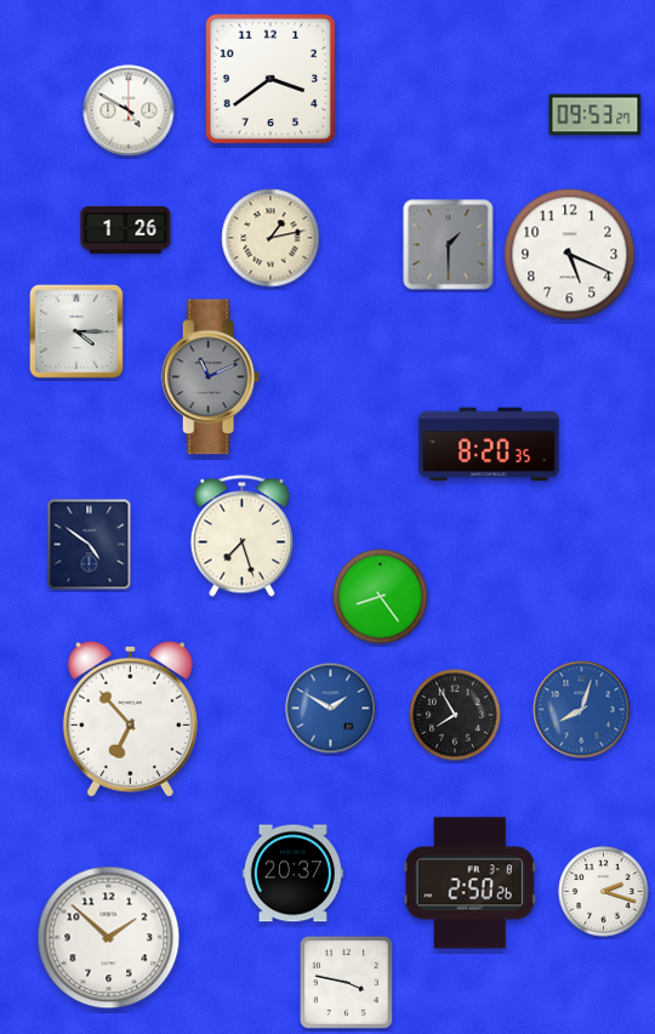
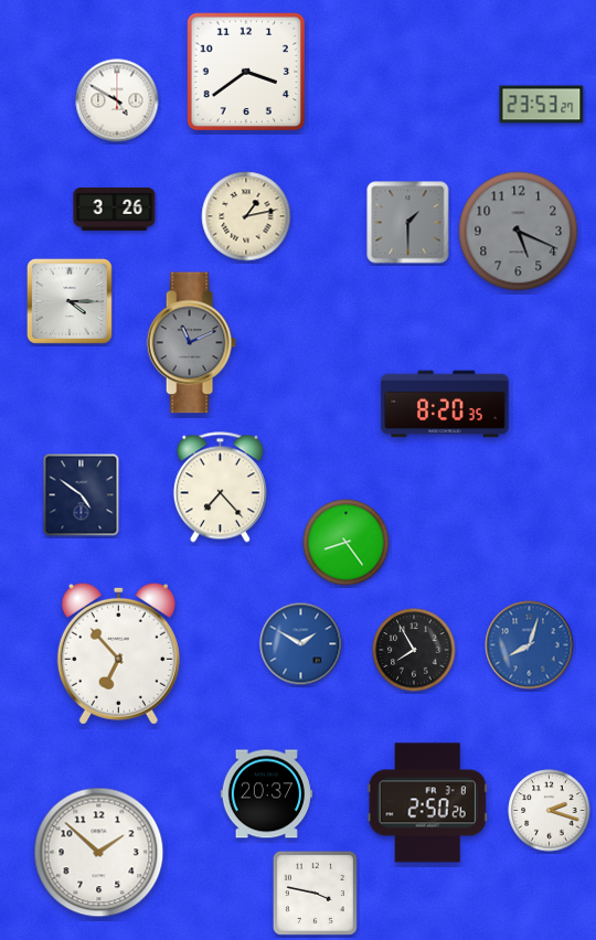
clock at (596, 115): 09:53 -> 23:53
clock at (126, 229): 1:26 -> 3:26
clock at (570, 255) dial: white -> grey
clock at (241, 536): 7:27 -> 7:23
